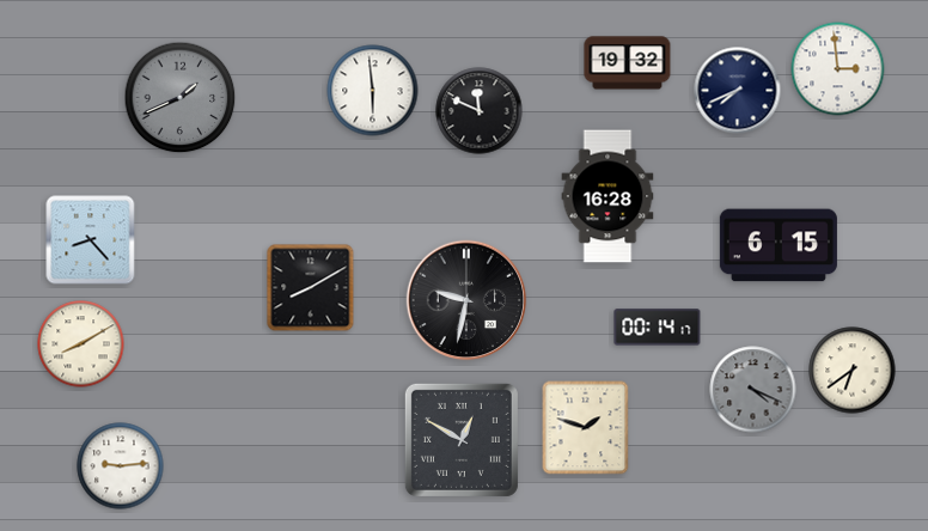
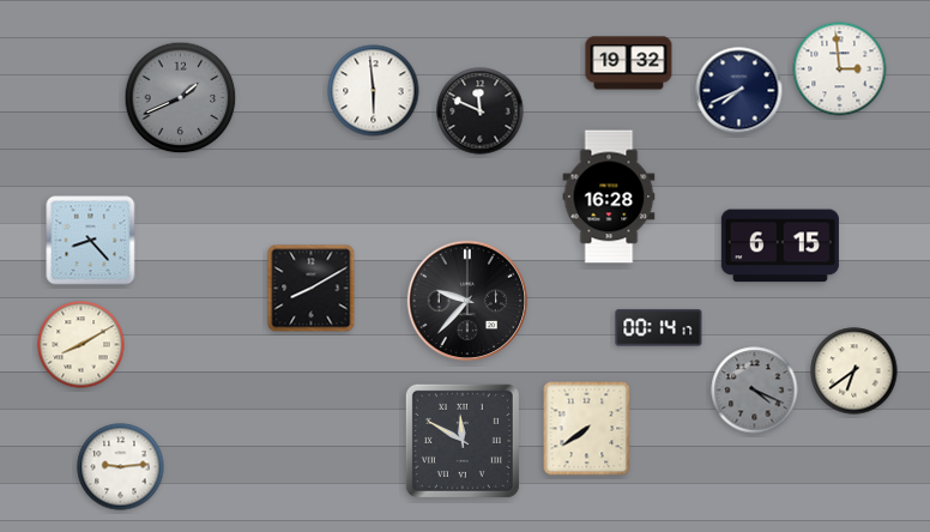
clock at (466, 300): 9:32 -> 9:37
clock at (586, 428): 1:48 -> 7:39
clock at (462, 440): 12:50 -> 11:50
